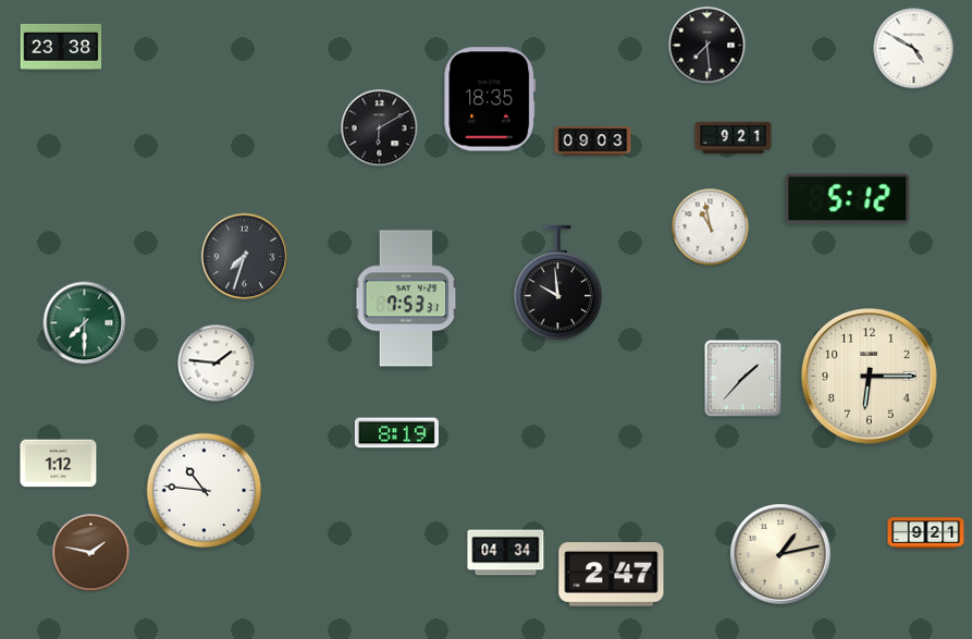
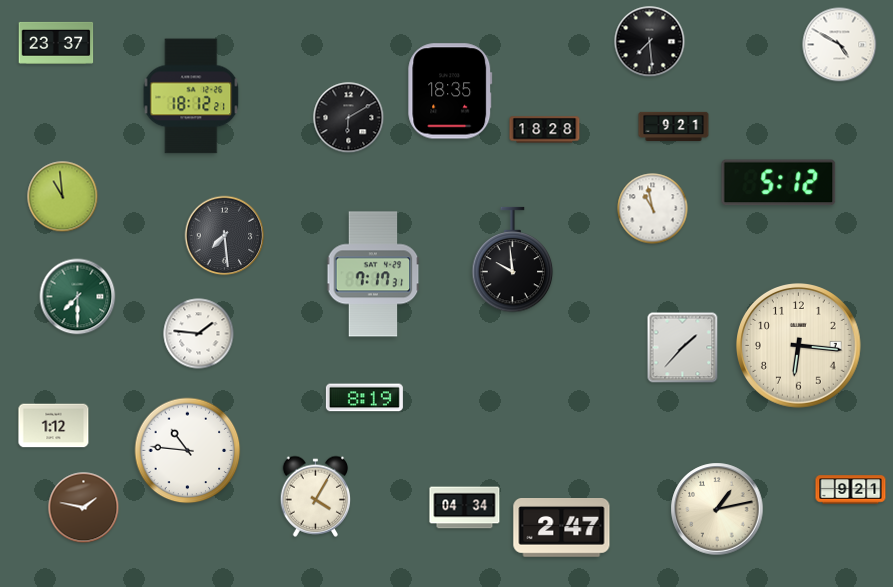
clock at (61, 47): 23:38 -> 23:37
clock at (191, 96): none -> 18:12
clock at (593, 142): 09:03 -> 18:28
clock at (63, 197): none -> 10:59
clock at (245, 257): 7:33 -> 7:29
clock at (406, 298): 7:53 -> 7:17
clock at (870, 377): 6:15 -> 6:16
clock at (316, 496): none -> 4:05
